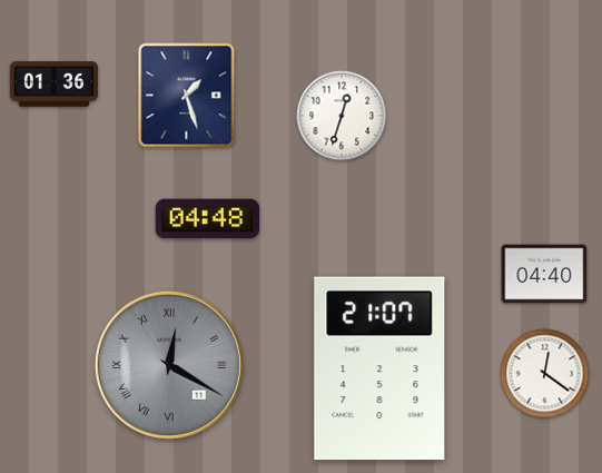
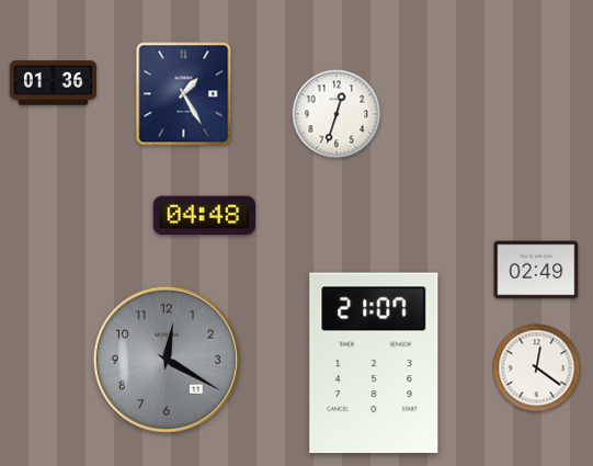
clock at (187, 96): 1:27 -> 1:25
clock at (544, 274): 04:40 -> 02:49
clock at (169, 365) numerals: Roman -> Arabic
